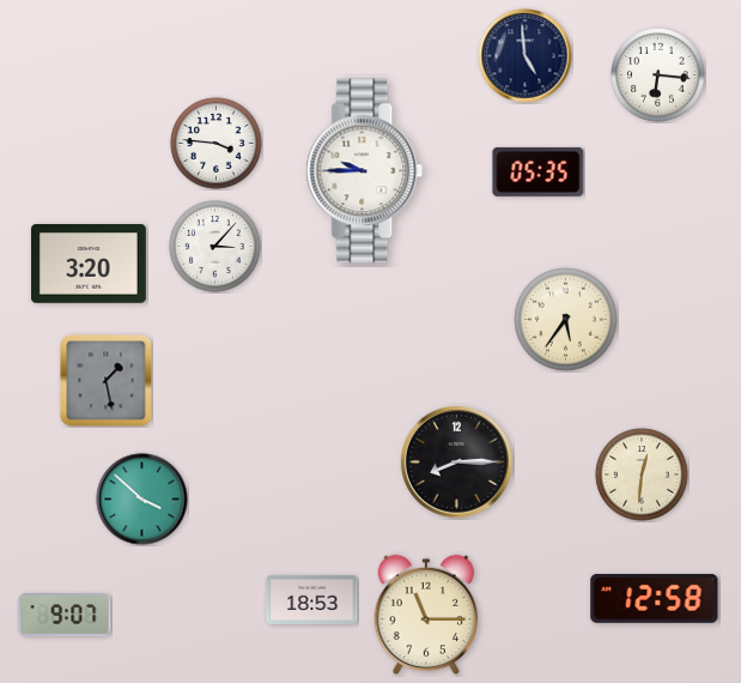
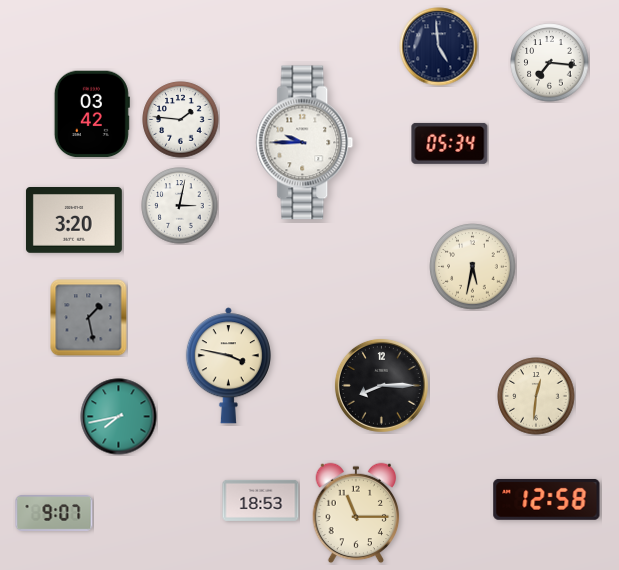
clock at (658, 75): 6:16 -> 7:16
clock at (92, 114): none -> 03:42
clock at (217, 144): 3:46 -> 1:46
clock at (539, 171): 05:35 -> 05:34
clock at (215, 247): 3:07 -> 3:02
clock at (566, 320): 5:36 -> 5:32
clock at (228, 366): none -> 3:47
clock at (142, 500): 3:52 -> 7:43
